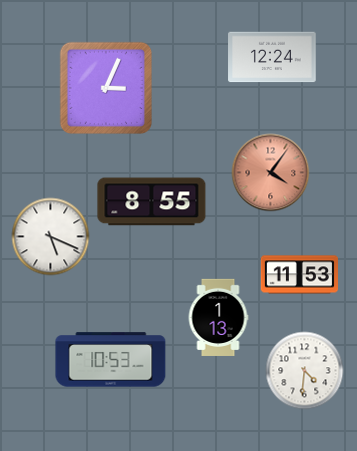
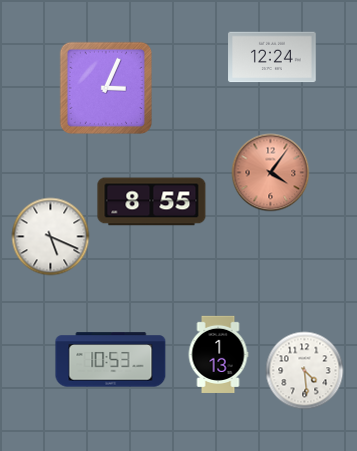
clock at (299, 275): 11:53 -> none
clock at (218, 317) position: (218, 317) -> (218, 354)
clock at (304, 370): 4:31 -> 4:29
